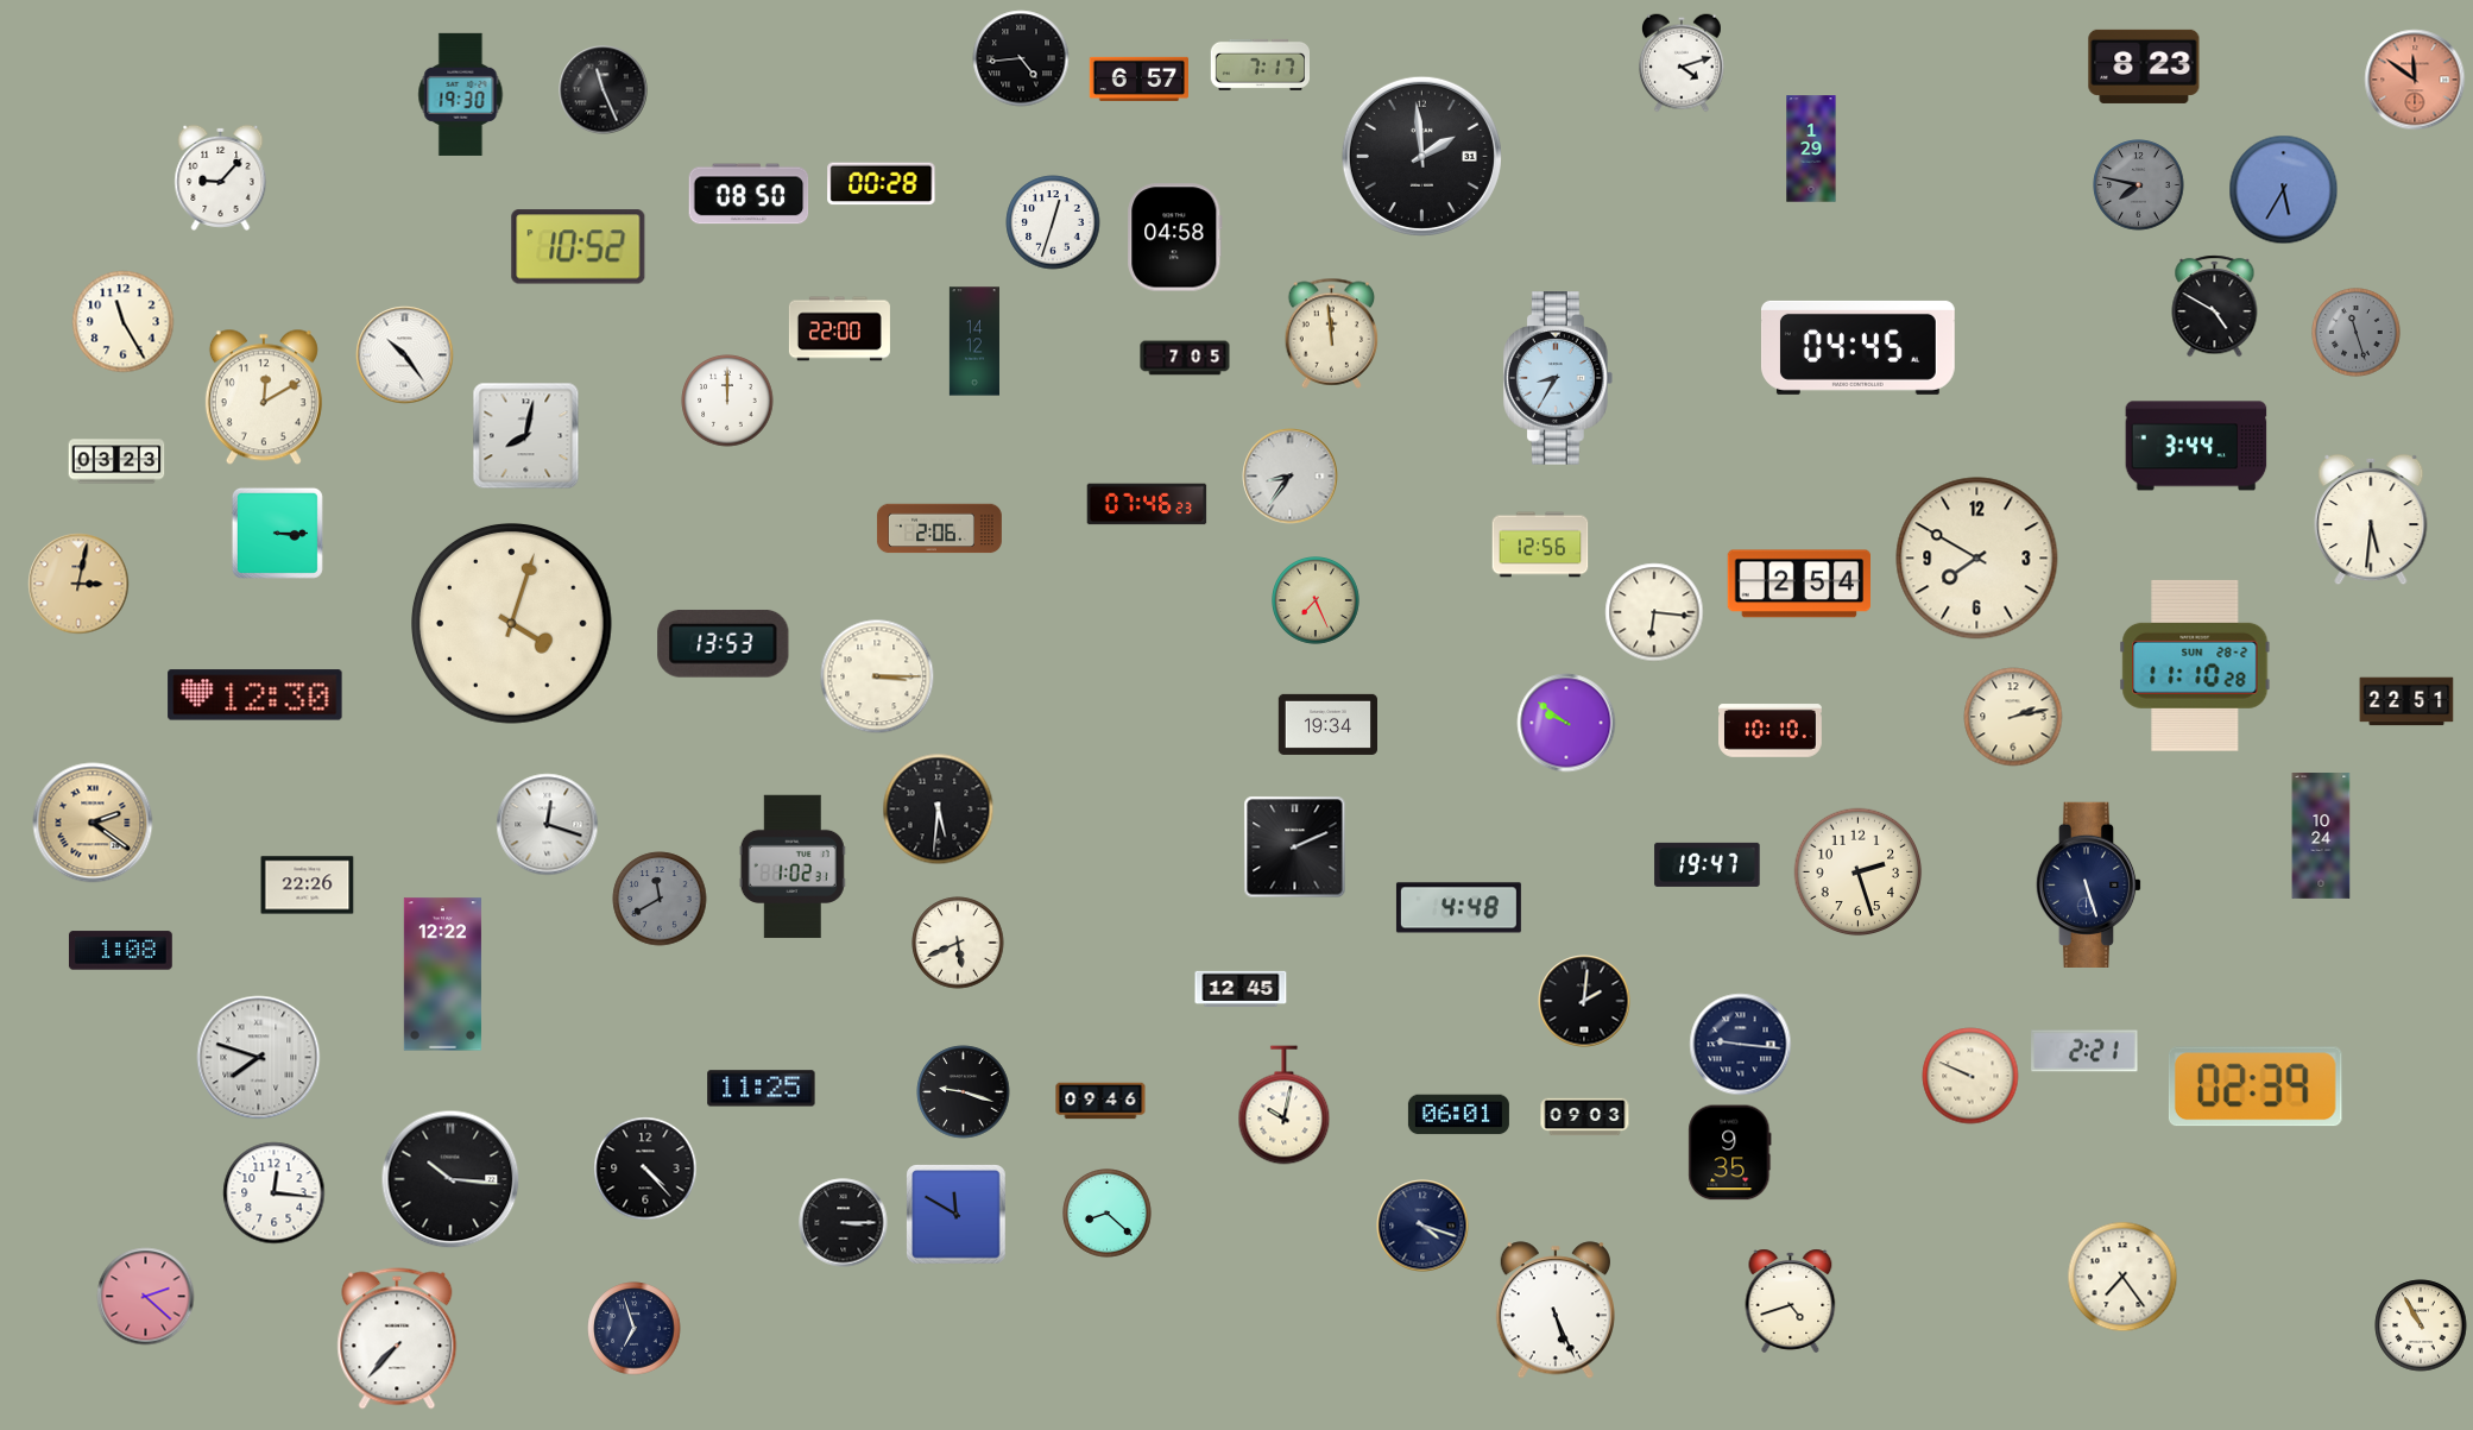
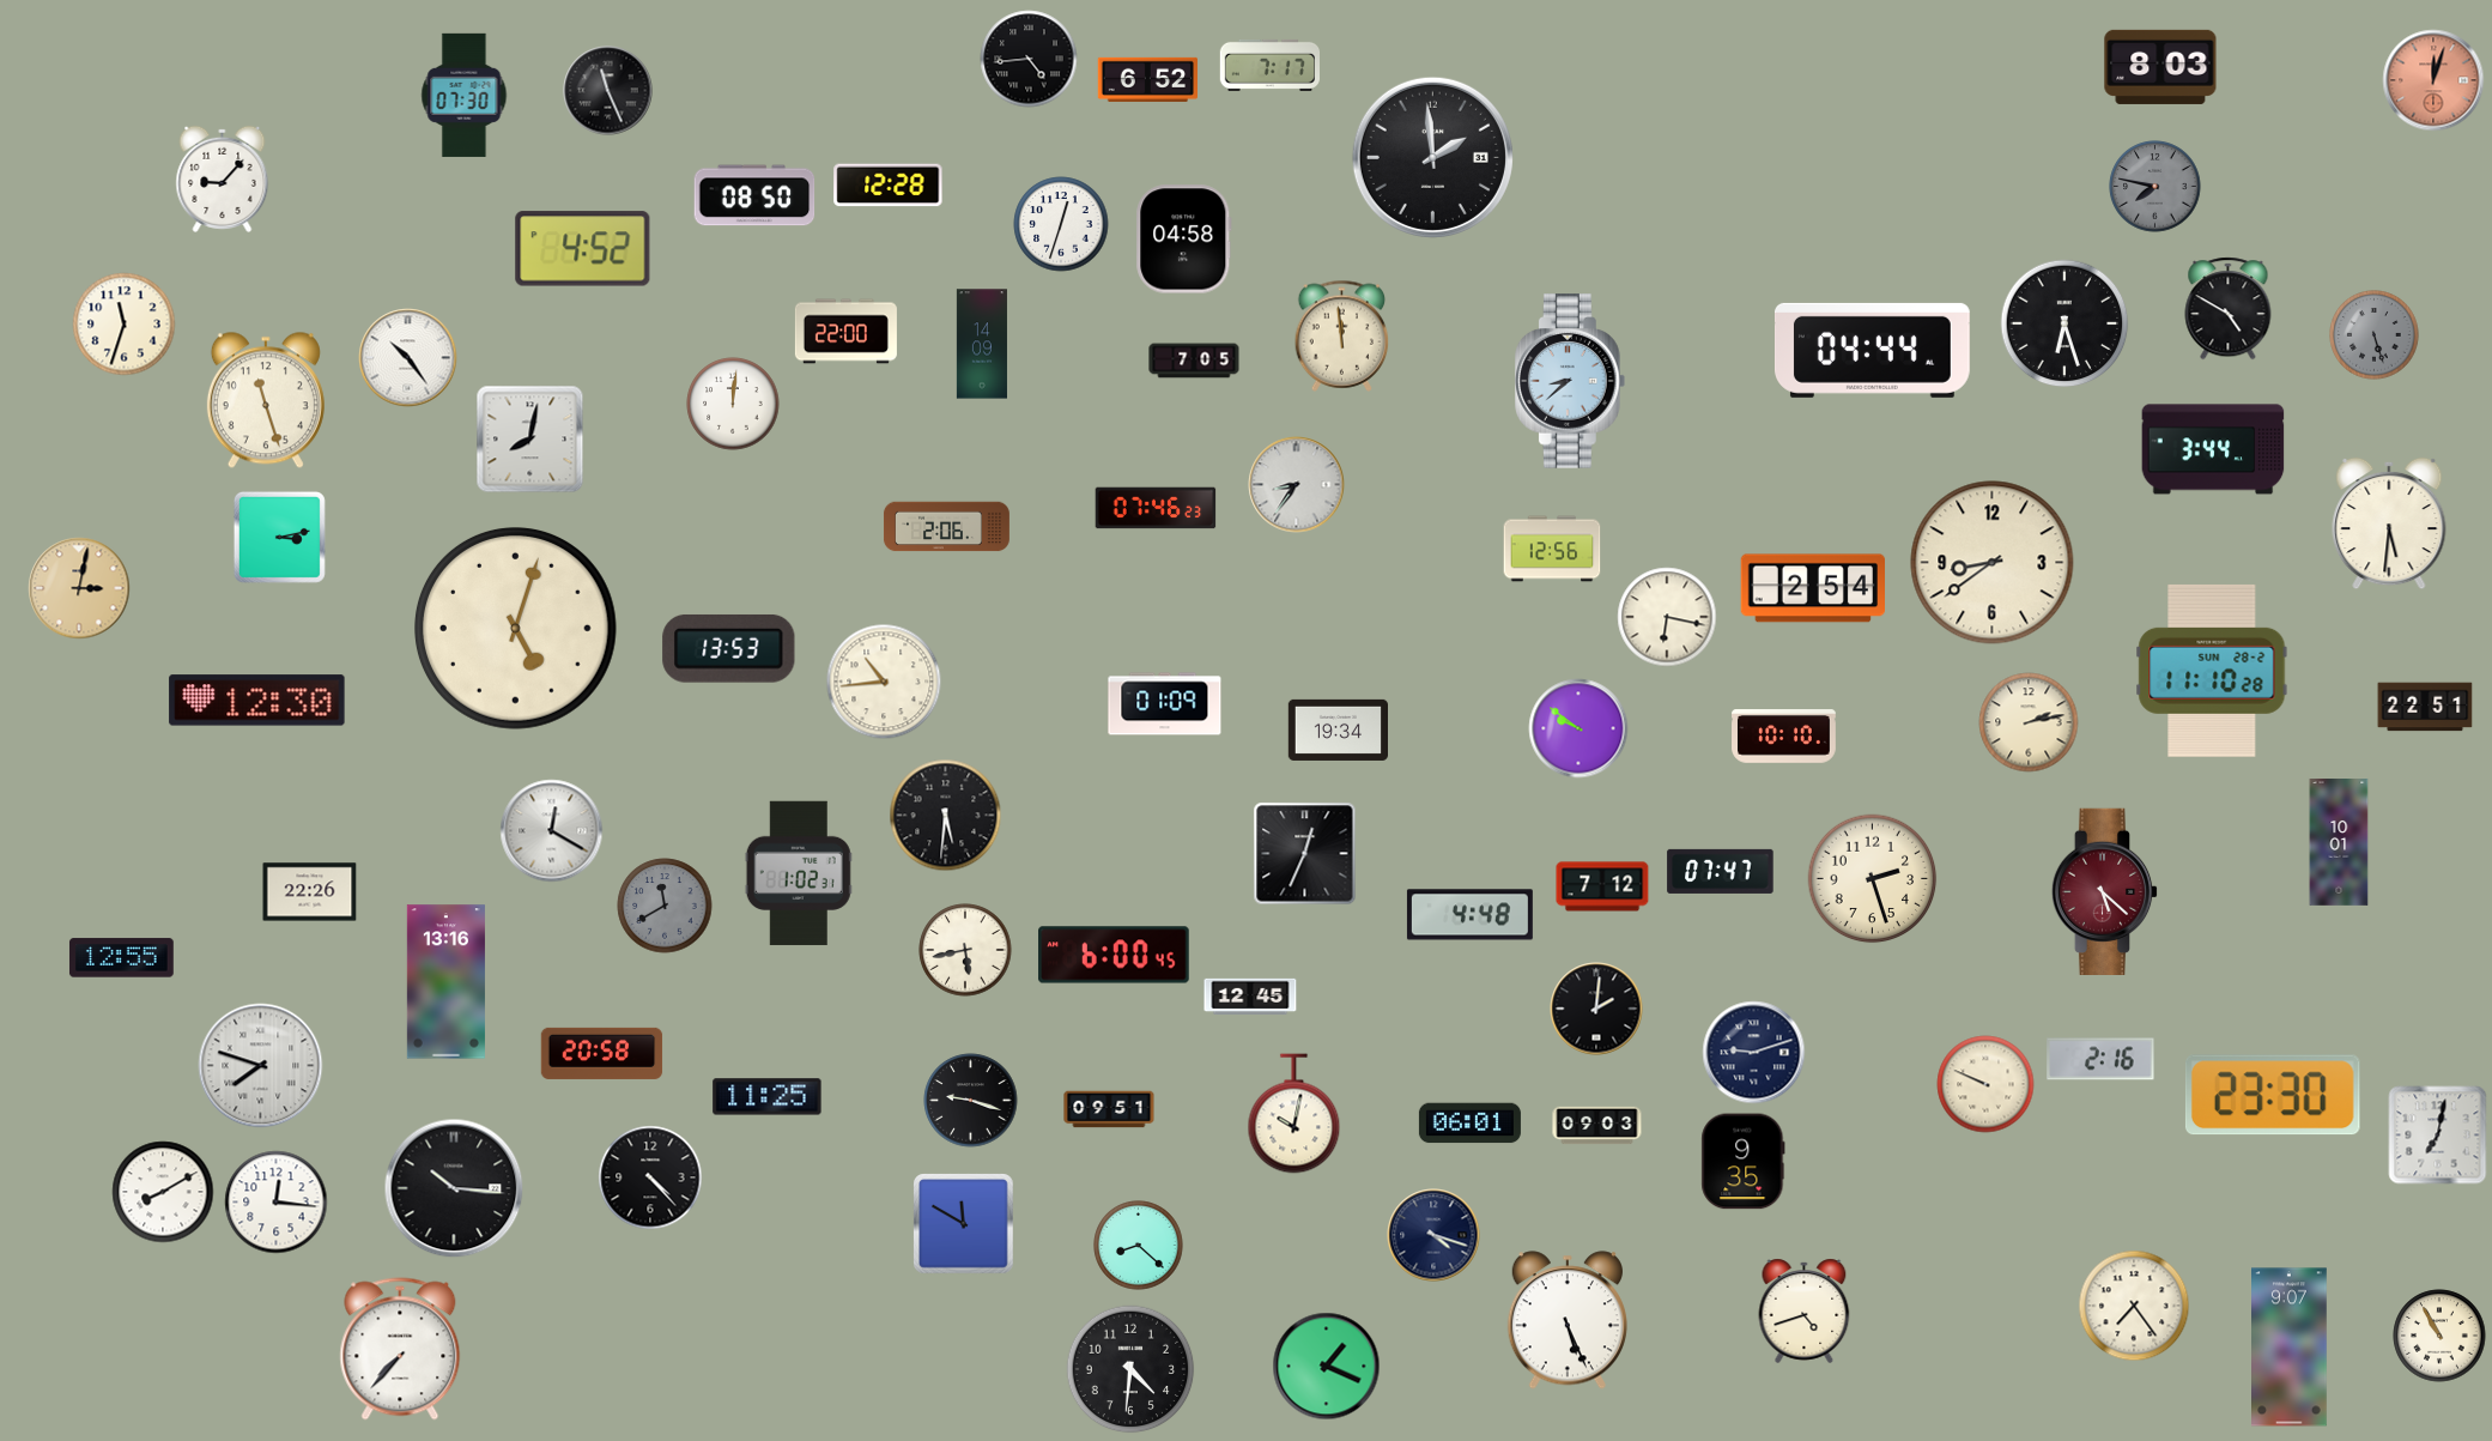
clock at (1682, 63): 4:12 -> none
clock at (2144, 67): 8:23 -> 8:03
clock at (1138, 78): 6:57 -> 6:52
clock at (2415, 80): 11:51 -> 12:03
clock at (461, 94): 19:30 -> 07:30
clock at (1811, 149): 1:29 -> none
clock at (882, 184): 00:28 -> 12:28
clock at (2284, 190): 5:35 -> none
clock at (579, 247): 10:52 -> 4:52
clock at (2215, 307) position: (2215, 307) -> (2229, 309)
clock at (2064, 323): none -> 6:27
clock at (124, 322): 11:25 -> 11:33
clock at (2357, 333): 11:27 -> 5:27
clock at (974, 341): 14:12 -> 14:09
clock at (1857, 347): 04:45 -> 04:44
clock at (1559, 378): 8:35 -> 8:38
clock at (264, 397): 12:10 -> 11:27
clock at (727, 401): 12:00 -> 12:01
clock at (116, 461): 03:23 -> none
clock at (1291, 477) position: (1291, 477) -> (1297, 485)
clock at (940, 529) position: (940, 529) -> (947, 527)
clock at (277, 533): 3:15 -> 3:13
clock at (1977, 559): 7:50 -> 8:39
clock at (1316, 600): 7:26 -> none
clock at (1654, 612): 6:16 -> 6:17
clock at (512, 624): 4:03 -> 5:03
clock at (877, 676): 3:15 -> 10:44
clock at (1165, 704): none -> 01:09
clock at (93, 823): 2:21 -> none
clock at (548, 825): 12:18 -> 12:20
clock at (2321, 836): 10:24 -> 10:01
clock at (1295, 848): 2:11 -> 12:34
clock at (1708, 864): 19:47 -> 07:47
clock at (1602, 886): none -> 7:12
clock at (2089, 884): 5:27 -> 5:22
clock at (2089, 884) dial: navy -> burgundy
clock at (958, 943): 5:41 -> 5:43
clock at (1114, 955): none -> 6:00
clock at (120, 951): 1:08 -> 12:55
clock at (442, 975): 12:22 -> 13:16
clock at (602, 1053): none -> 20:58
clock at (1741, 1045): 9:16 -> 9:12
clock at (2084, 1051): 2:21 -> 2:16
clock at (2256, 1086): 02:39 -> 23:30
clock at (1100, 1101): 09:46 -> 09:51
clock at (2438, 1136): none -> 7:02
clock at (163, 1192): none -> 8:10
clock at (1108, 1214) position: (1108, 1214) -> (1139, 1246)
clock at (844, 1223): 3:15 -> none
clock at (2122, 1277) position: (2122, 1277) -> (2134, 1306)
clock at (146, 1297): 2:22 -> none
clock at (635, 1329): 6:57 -> none
clock at (2290, 1348): none -> 9:07
clock at (1327, 1367): none -> 1:19
clock at (1130, 1369): none -> 4:31
